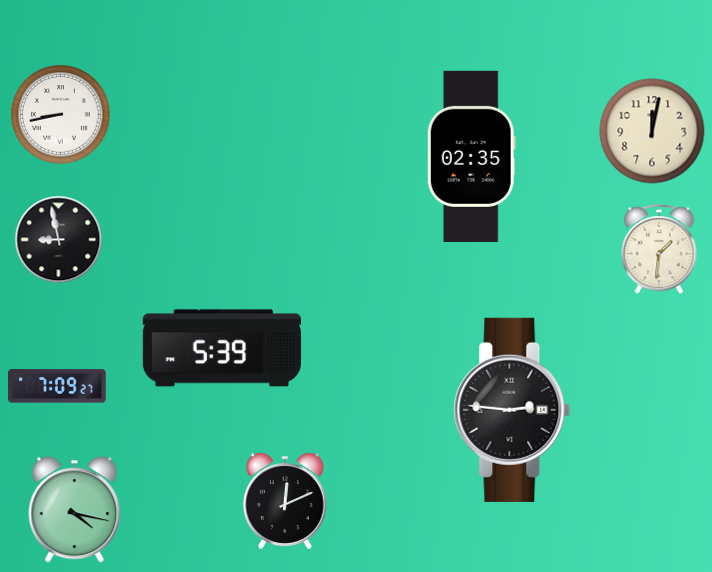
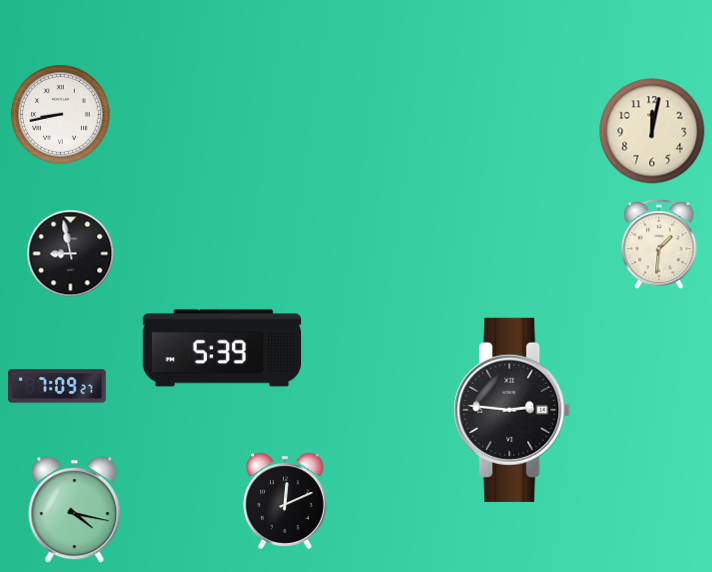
clock at (471, 156): 02:35 -> none
clock at (59, 240) position: (59, 240) -> (71, 254)
clock at (659, 250) position: (659, 250) -> (659, 245)
